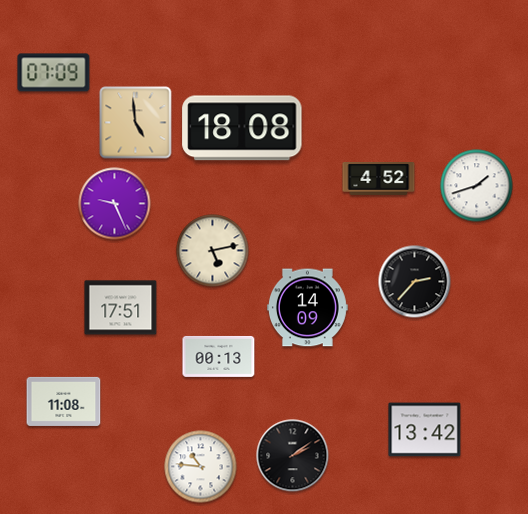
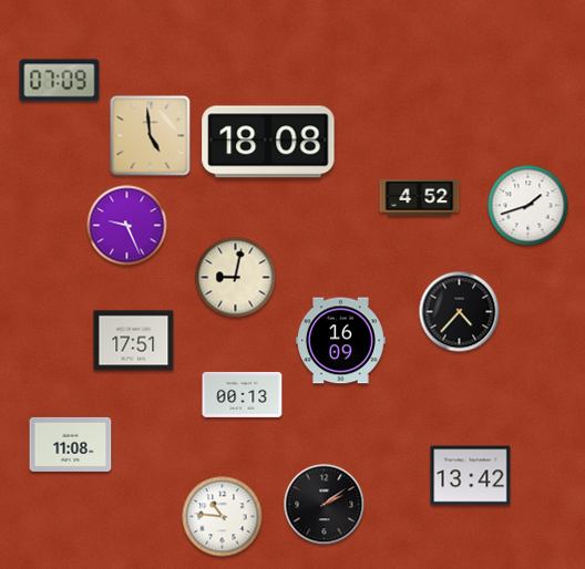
clock at (213, 251): 5:13 -> 9:02
clock at (415, 282): 2:37 -> 4:37
clock at (307, 308): 14:09 -> 16:09
